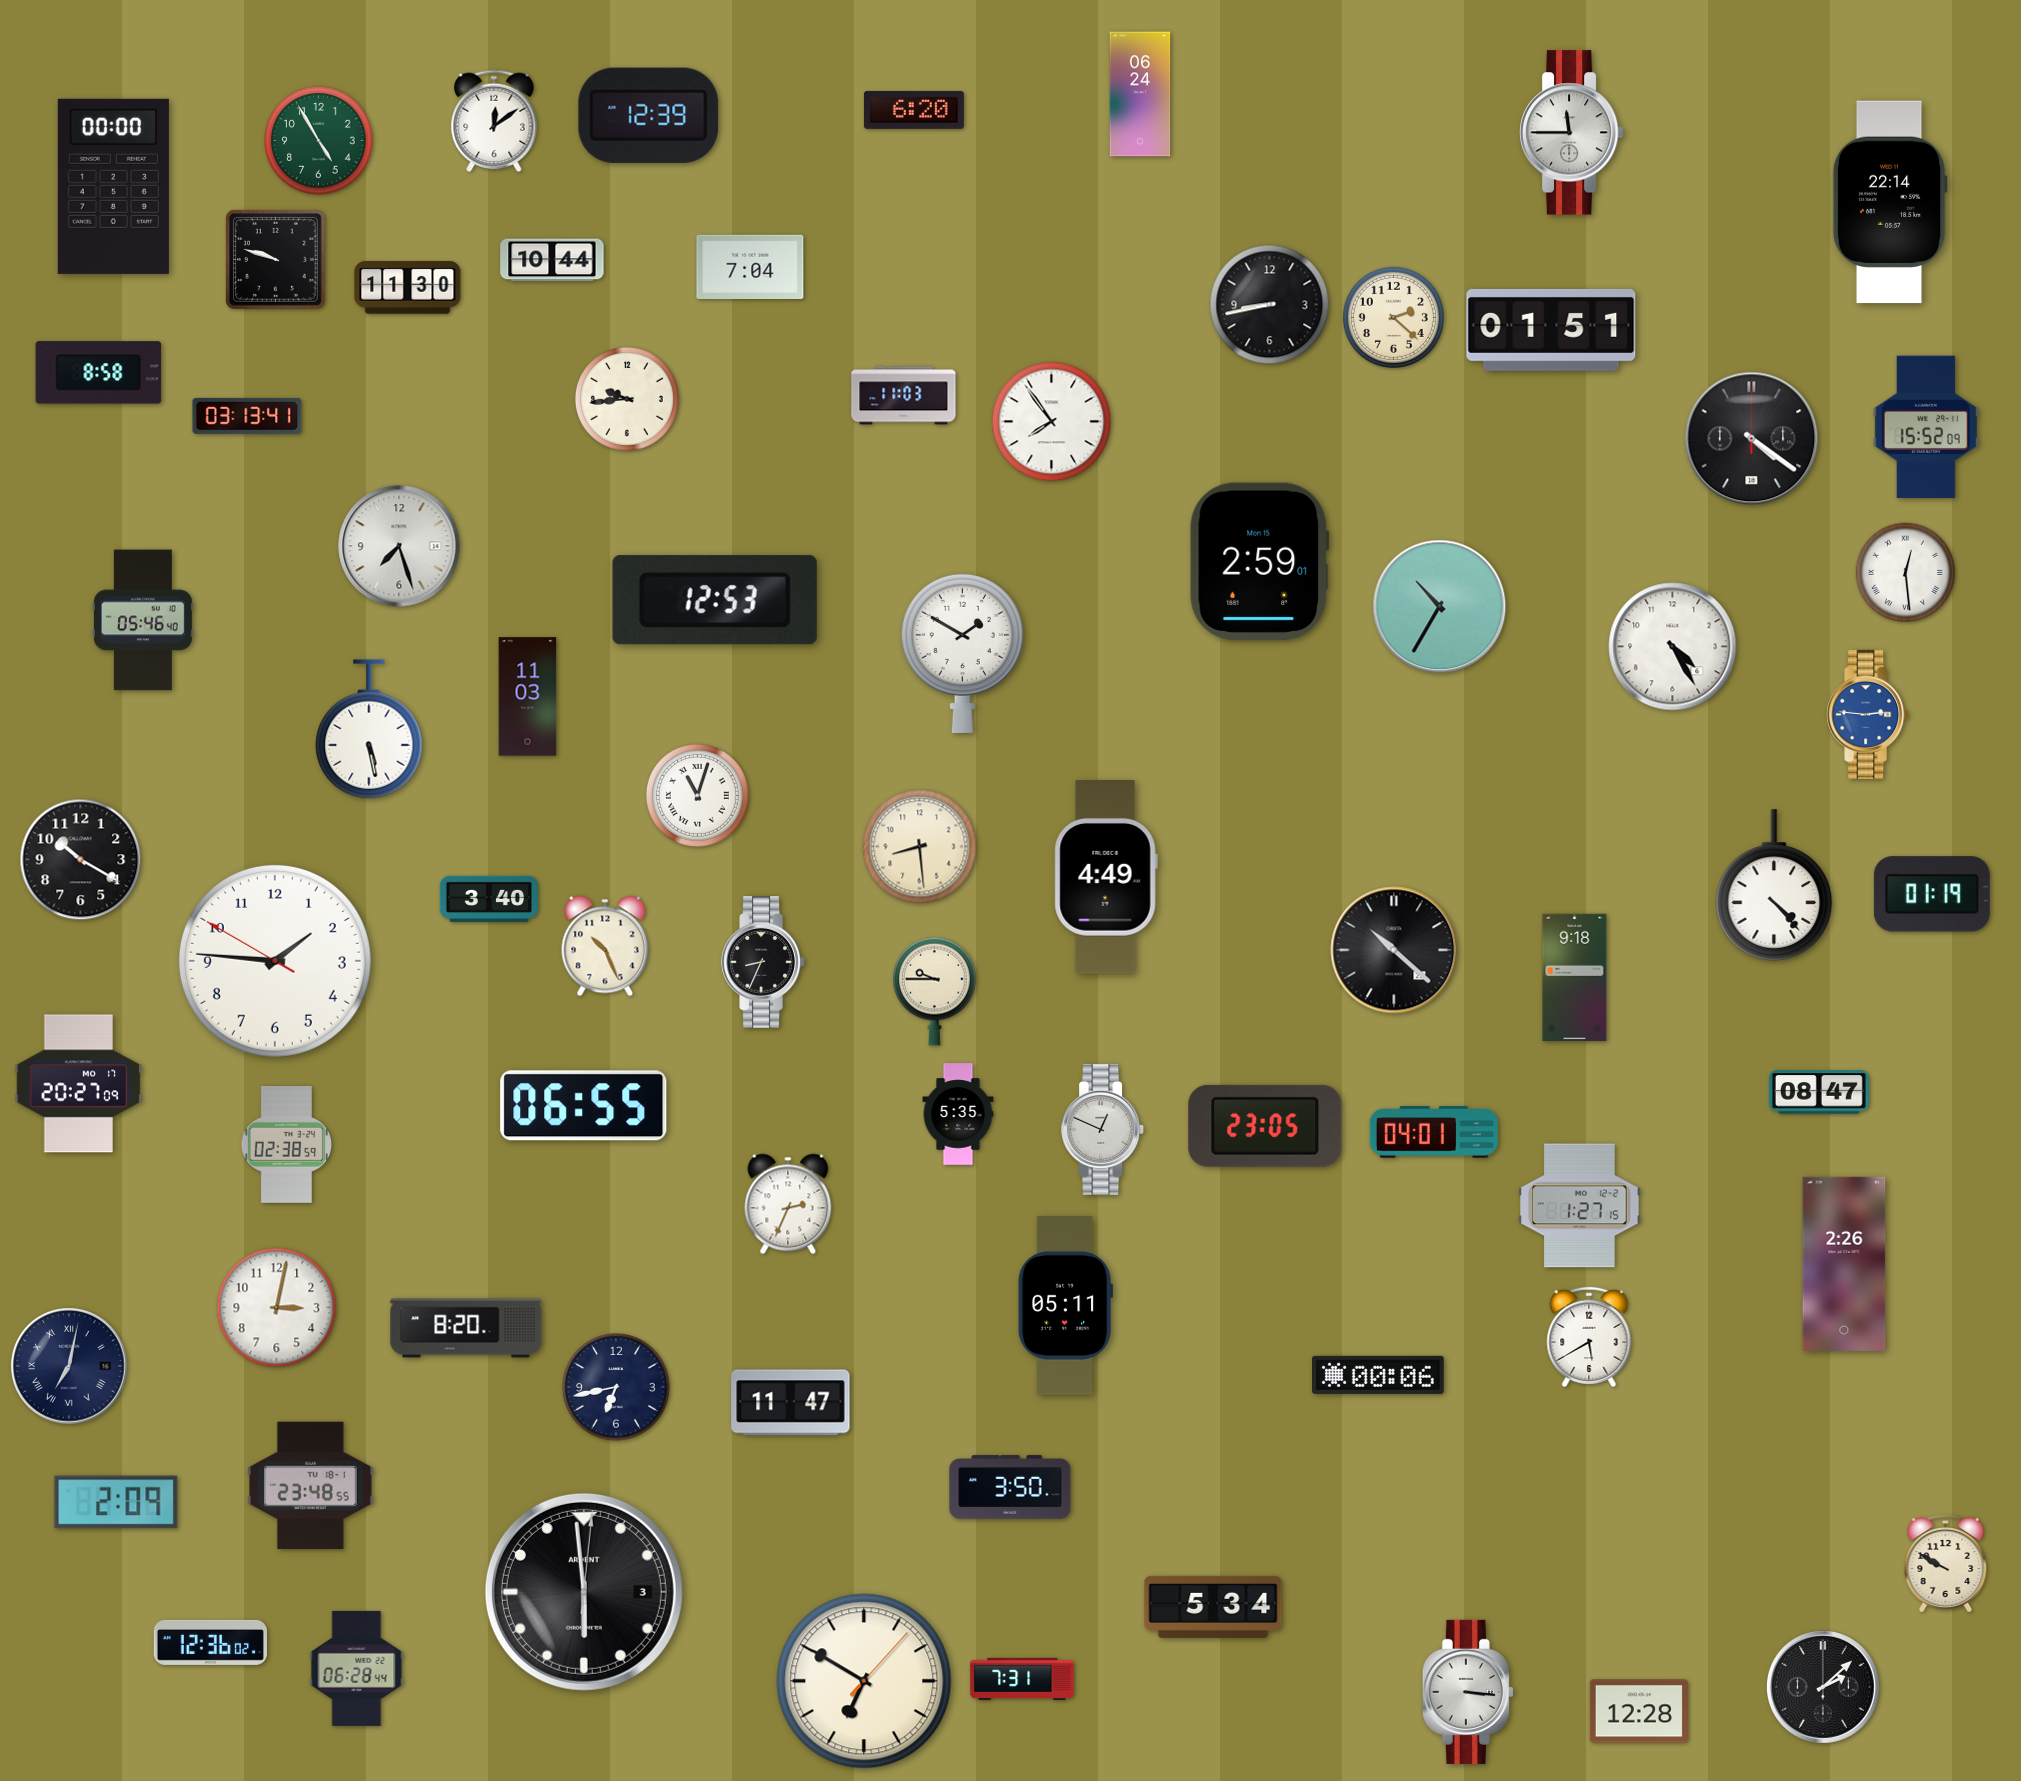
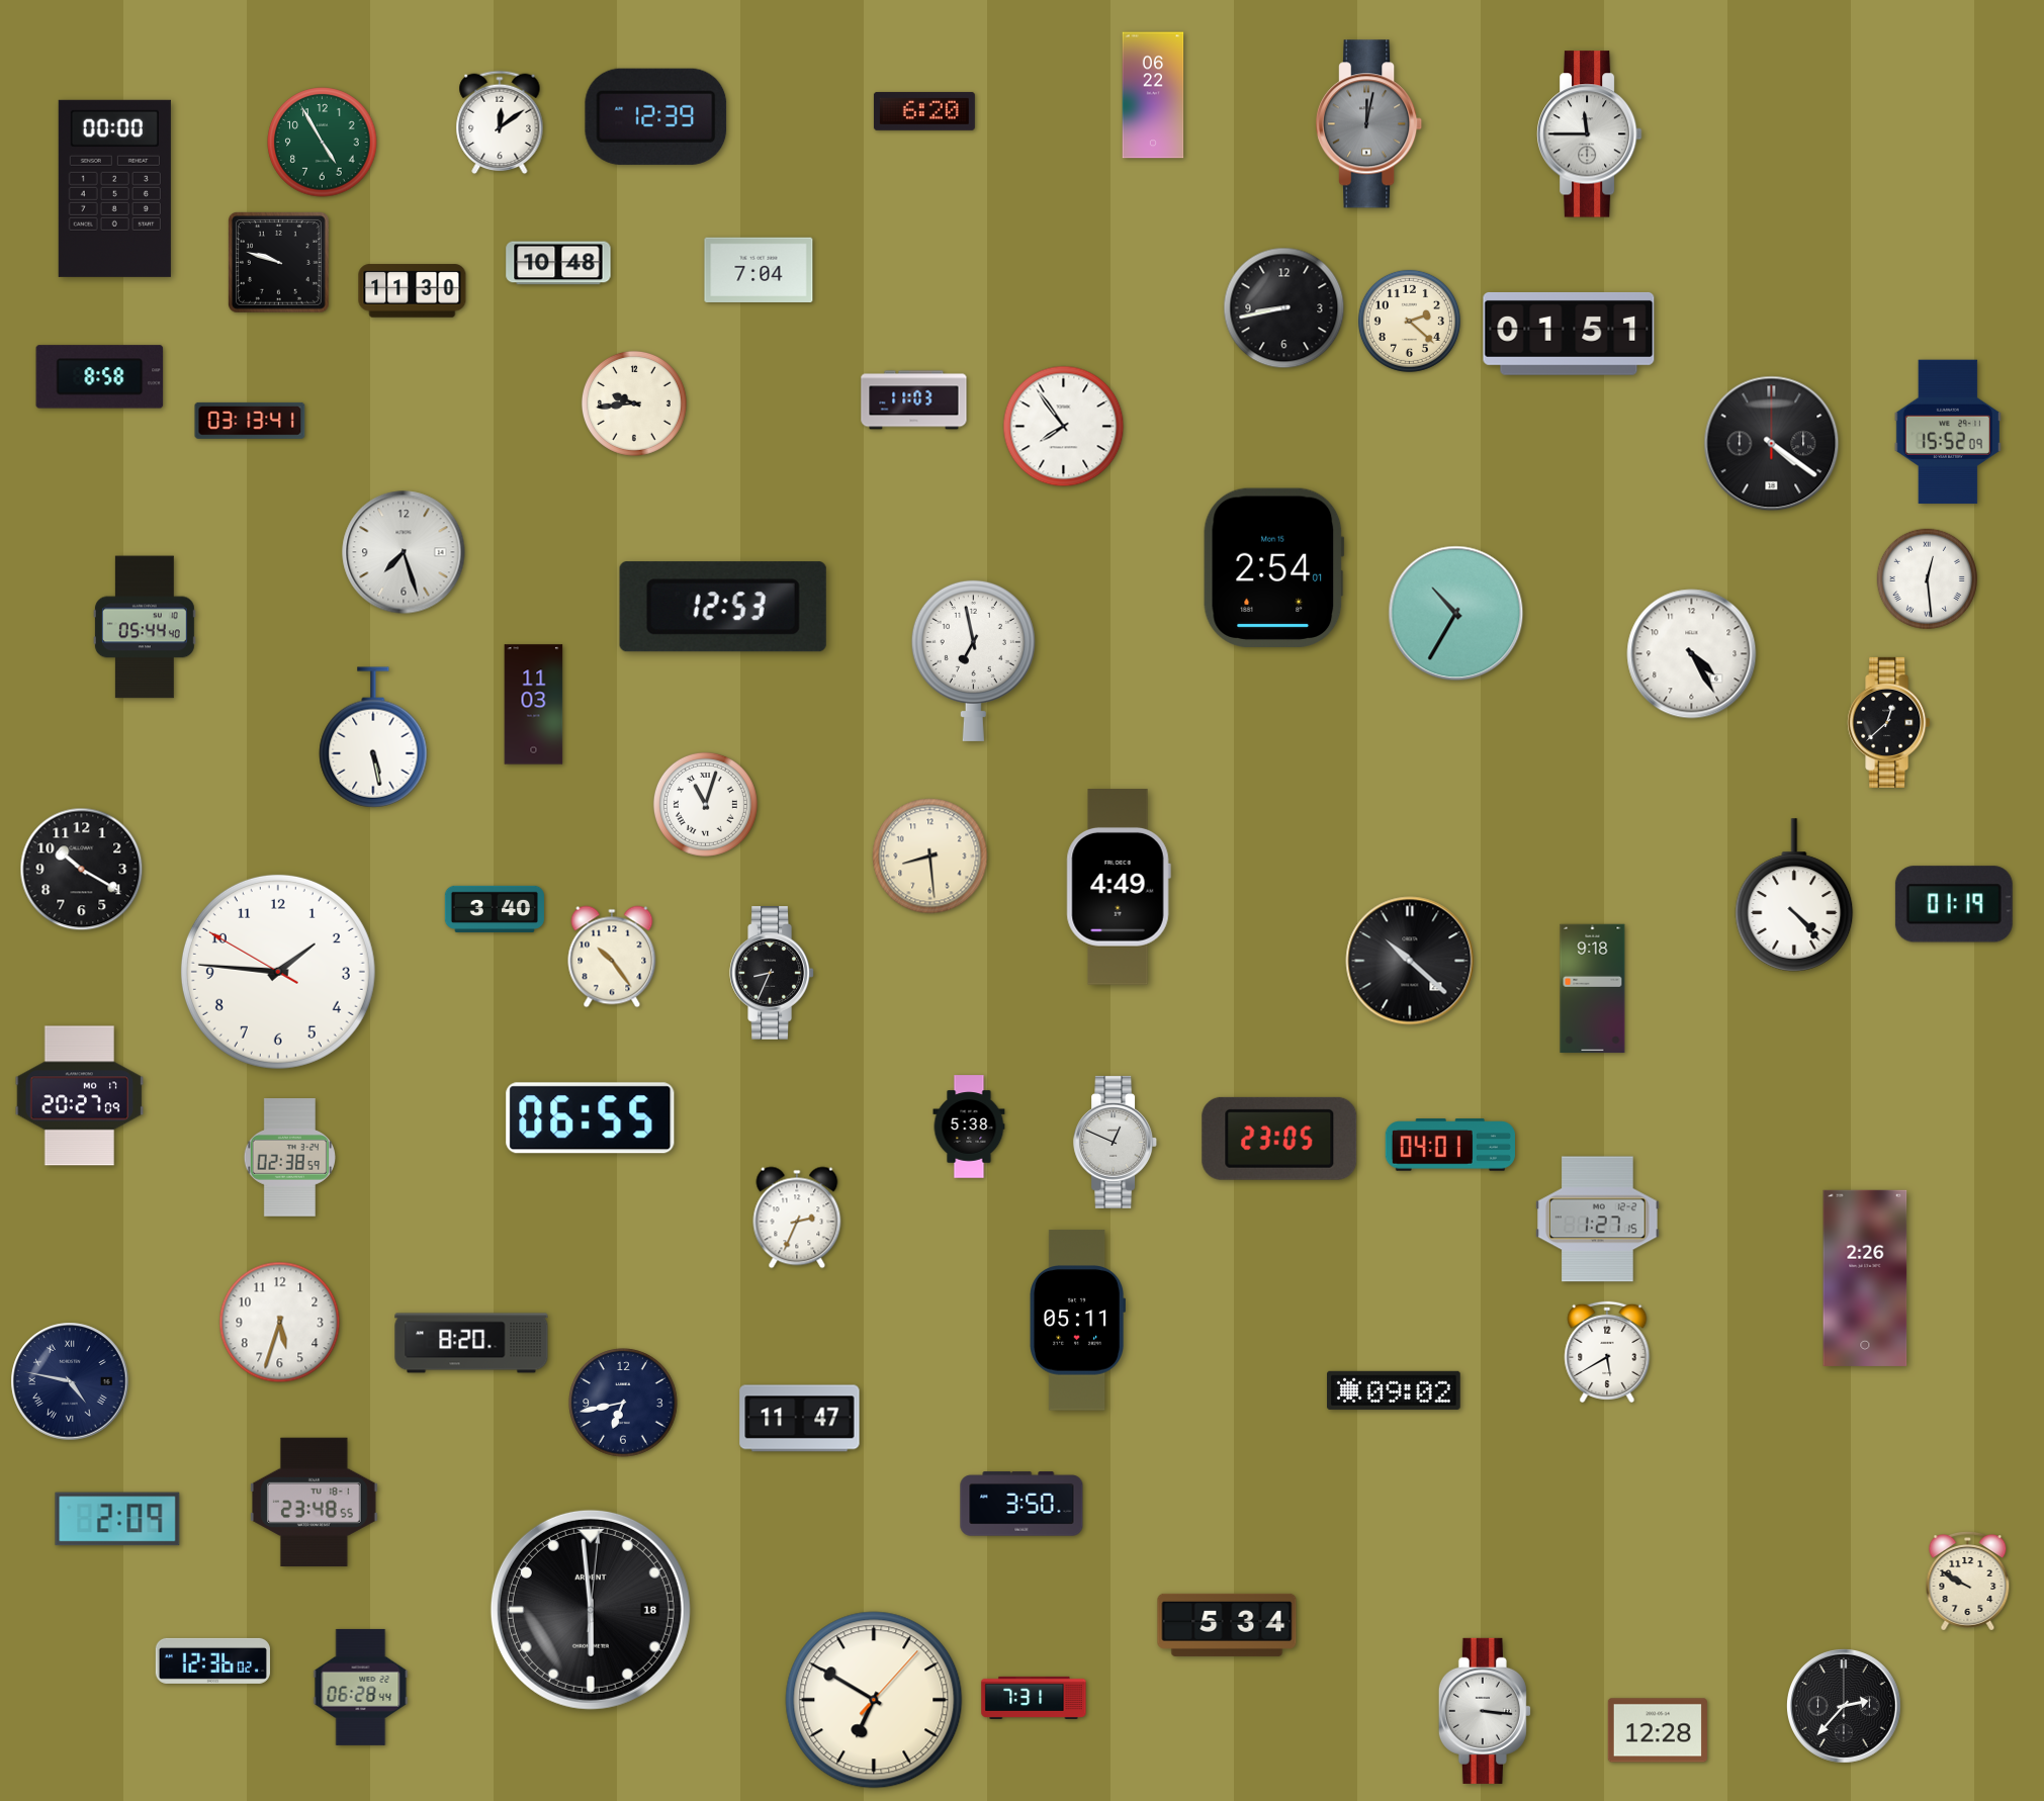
clock at (1140, 94): 06:24 -> 06:22
clock at (1370, 124): none -> 12:02
clock at (1890, 202): 22:14 -> none
clock at (552, 260): 10:44 -> 10:48
clock at (1260, 561): 2:59 -> 2:54
clock at (143, 620): 05:46 -> 05:44
clock at (962, 653): 1:50 -> 6:58
clock at (1868, 714): 2:46 -> 12:38
clock at (1868, 714) dial: blue -> black
clock at (605, 946): 10:26 -> 10:24
clock at (935, 991): 9:45 -> none
clock at (1819, 1092): 08:47 -> none
clock at (958, 1114): 5:35 -> 5:38
clock at (277, 1308): 3:02 -> 5:33
clock at (69, 1366): 7:02 -> 4:47
clock at (1379, 1375): 00:06 -> 09:02
clock at (584, 1592) date: 3 -> 18
clock at (1823, 1687): 2:08 -> 2:37
